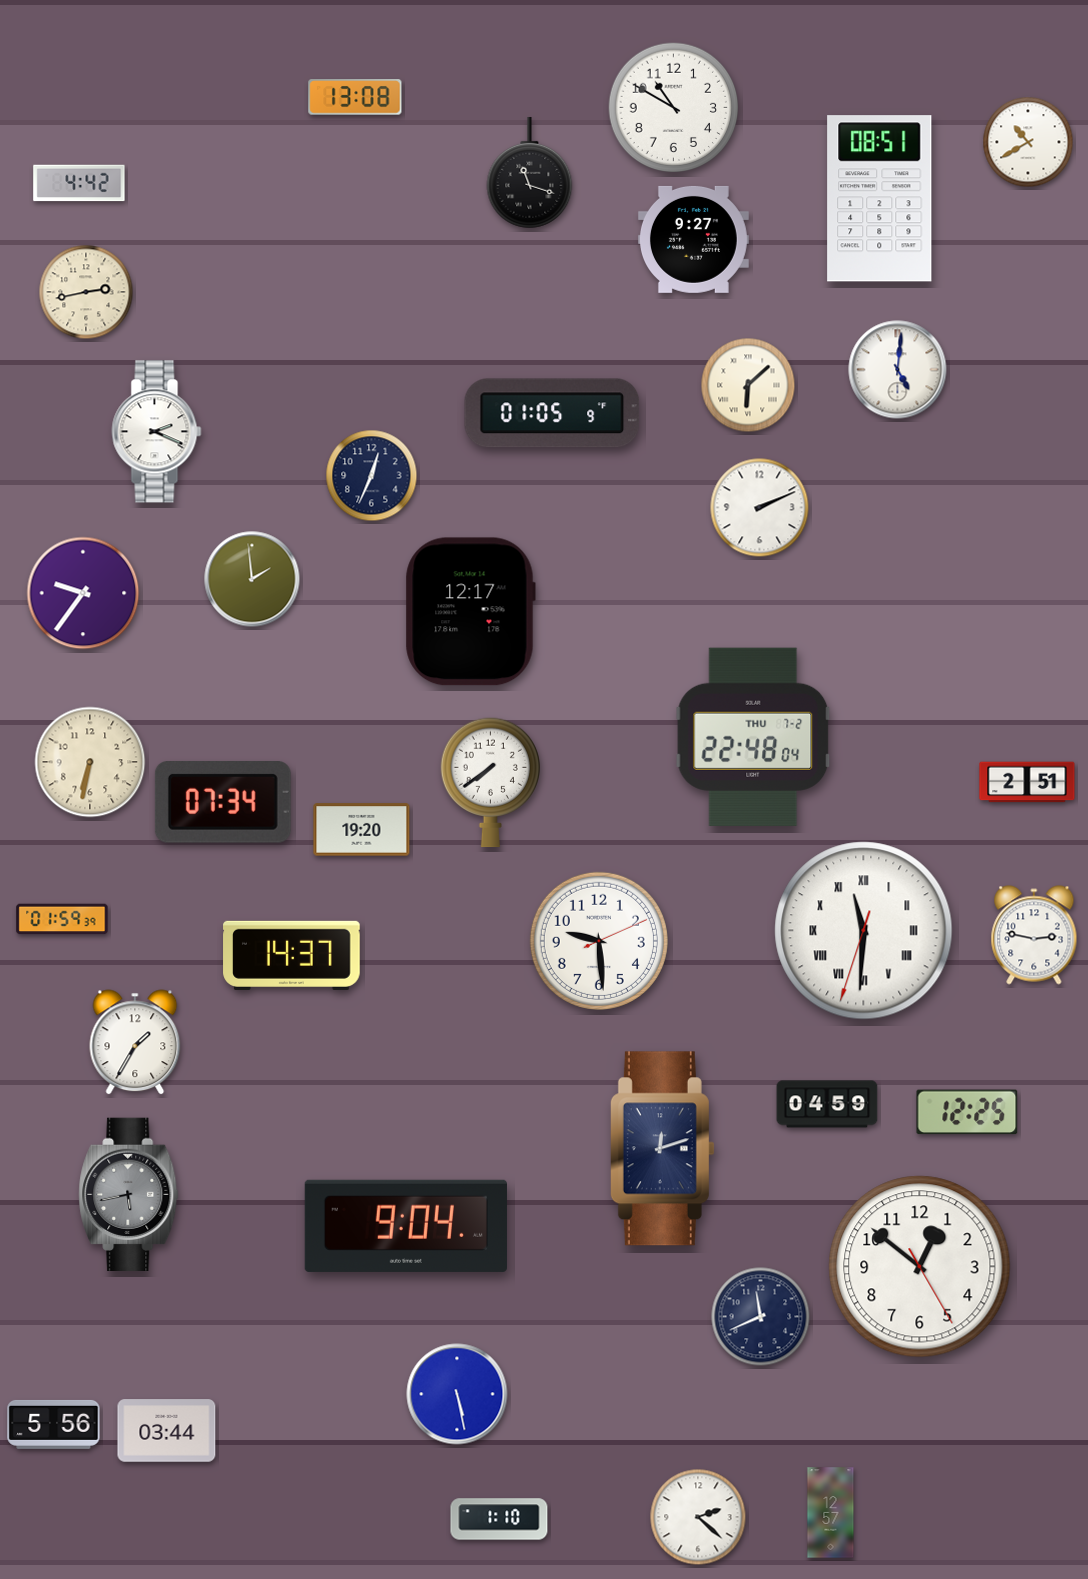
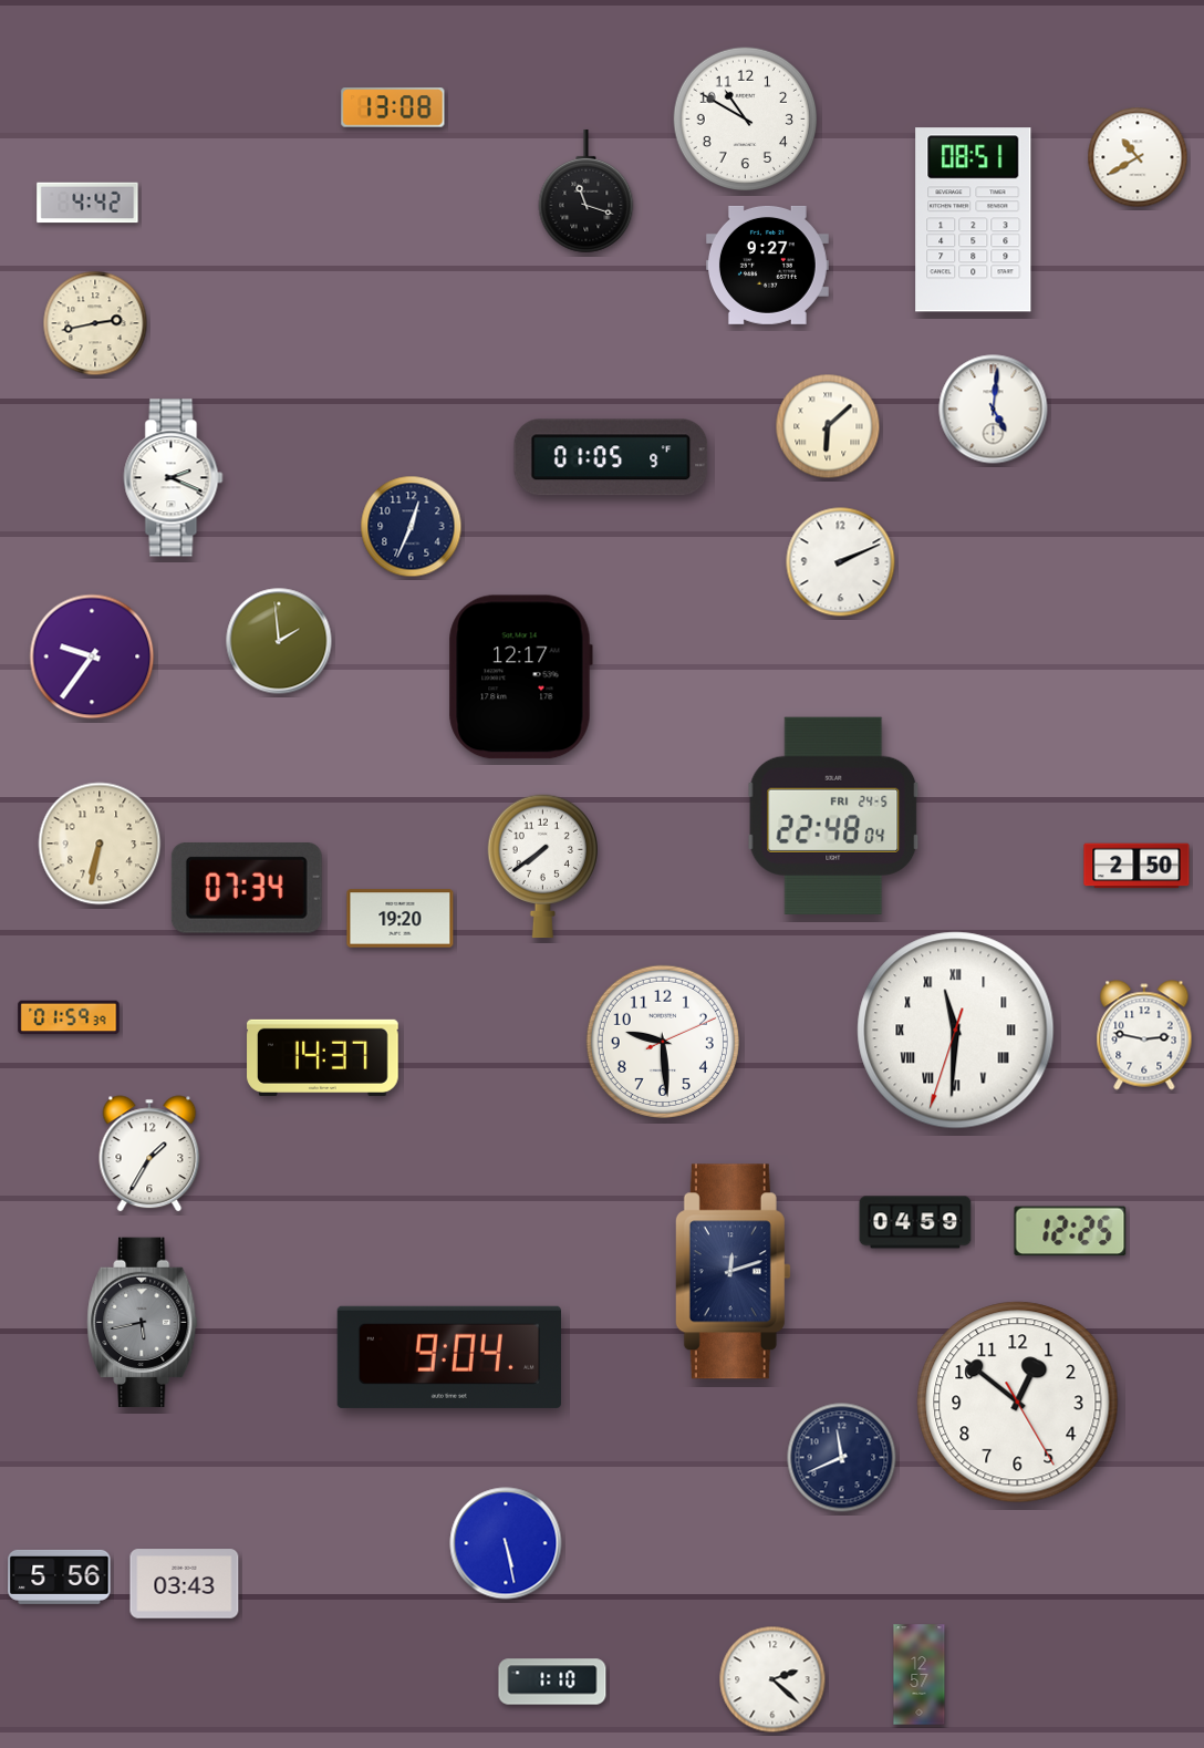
clock at (753, 737) date: THU 7-2 -> FRI 24-5
clock at (1027, 782): 2:51 -> 2:50
clock at (167, 1431): 03:44 -> 03:43
